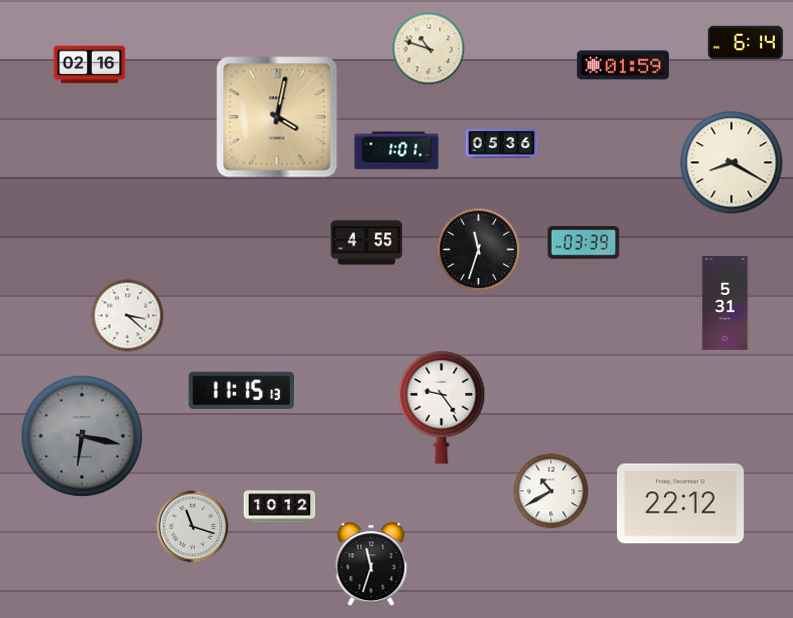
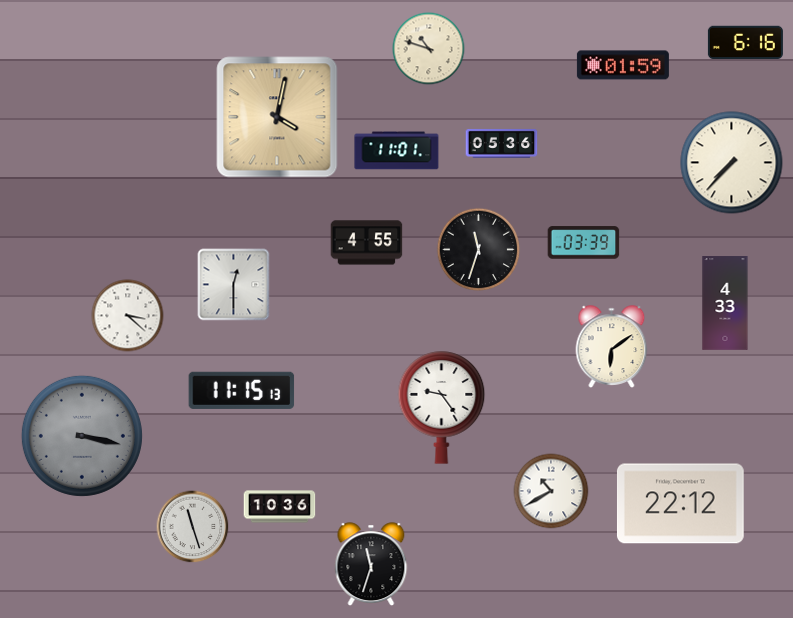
clock at (745, 43): 6:14 -> 6:16
clock at (90, 65): 02:16 -> none
clock at (397, 151): 1:01 -> 11:01
clock at (732, 163): 8:20 -> 7:37
clock at (234, 285): none -> 12:30
clock at (725, 303): 5:31 -> 4:33
clock at (612, 347): none -> 6:09
clock at (82, 436): 6:17 -> 3:17
clock at (280, 507): 10:12 -> 10:36
clock at (193, 527): 11:18 -> 11:27
